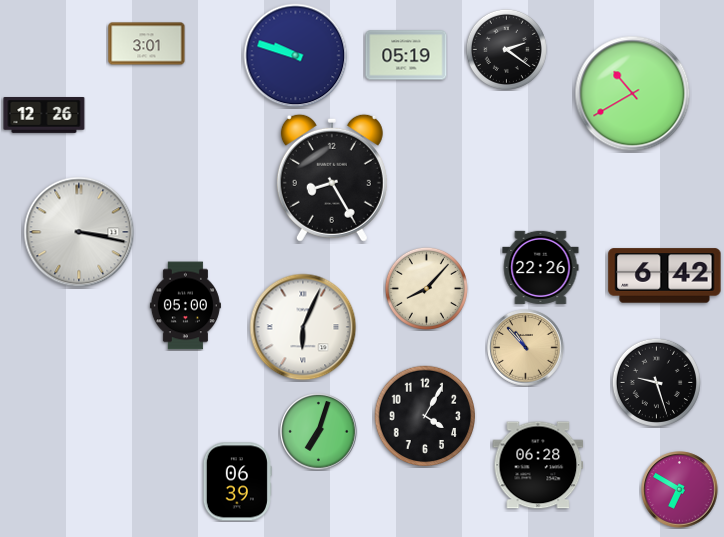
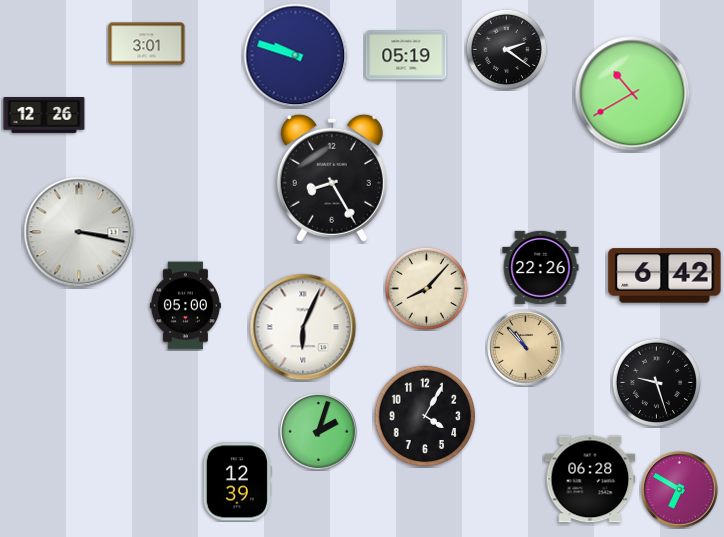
clock at (319, 432): 7:03 -> 2:03
clock at (538, 465) position: (538, 465) -> (590, 479)
clock at (237, 482): 06:39 -> 12:39
